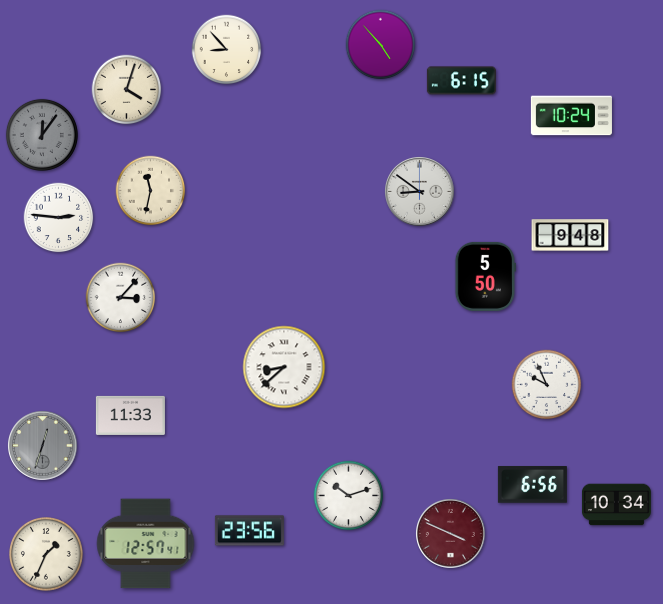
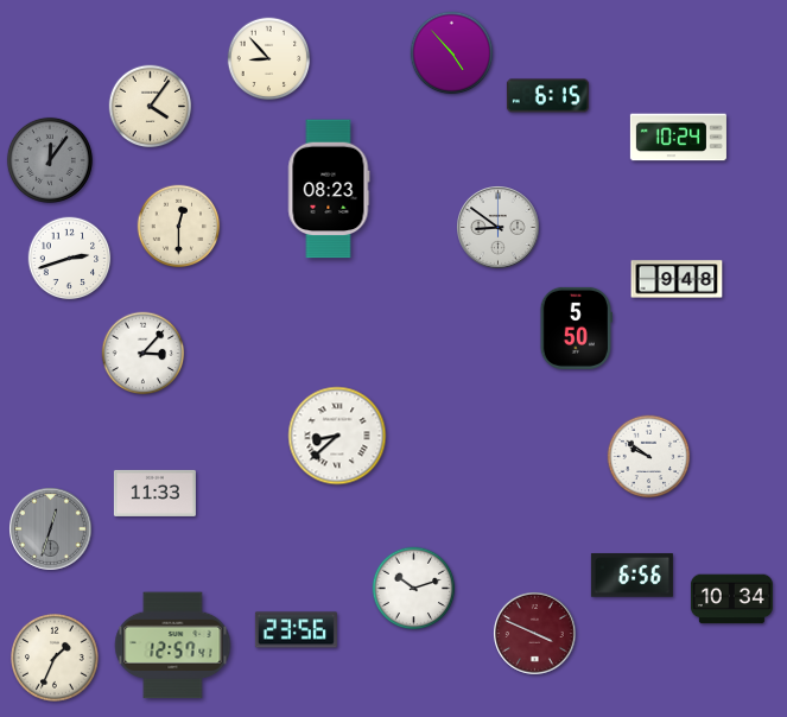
clock at (127, 90): 4:03 -> 4:06
clock at (329, 189): none -> 08:23
clock at (151, 191): 11:32 -> 12:30
clock at (59, 218): 2:46 -> 2:42
clock at (547, 385): 9:56 -> 9:51
